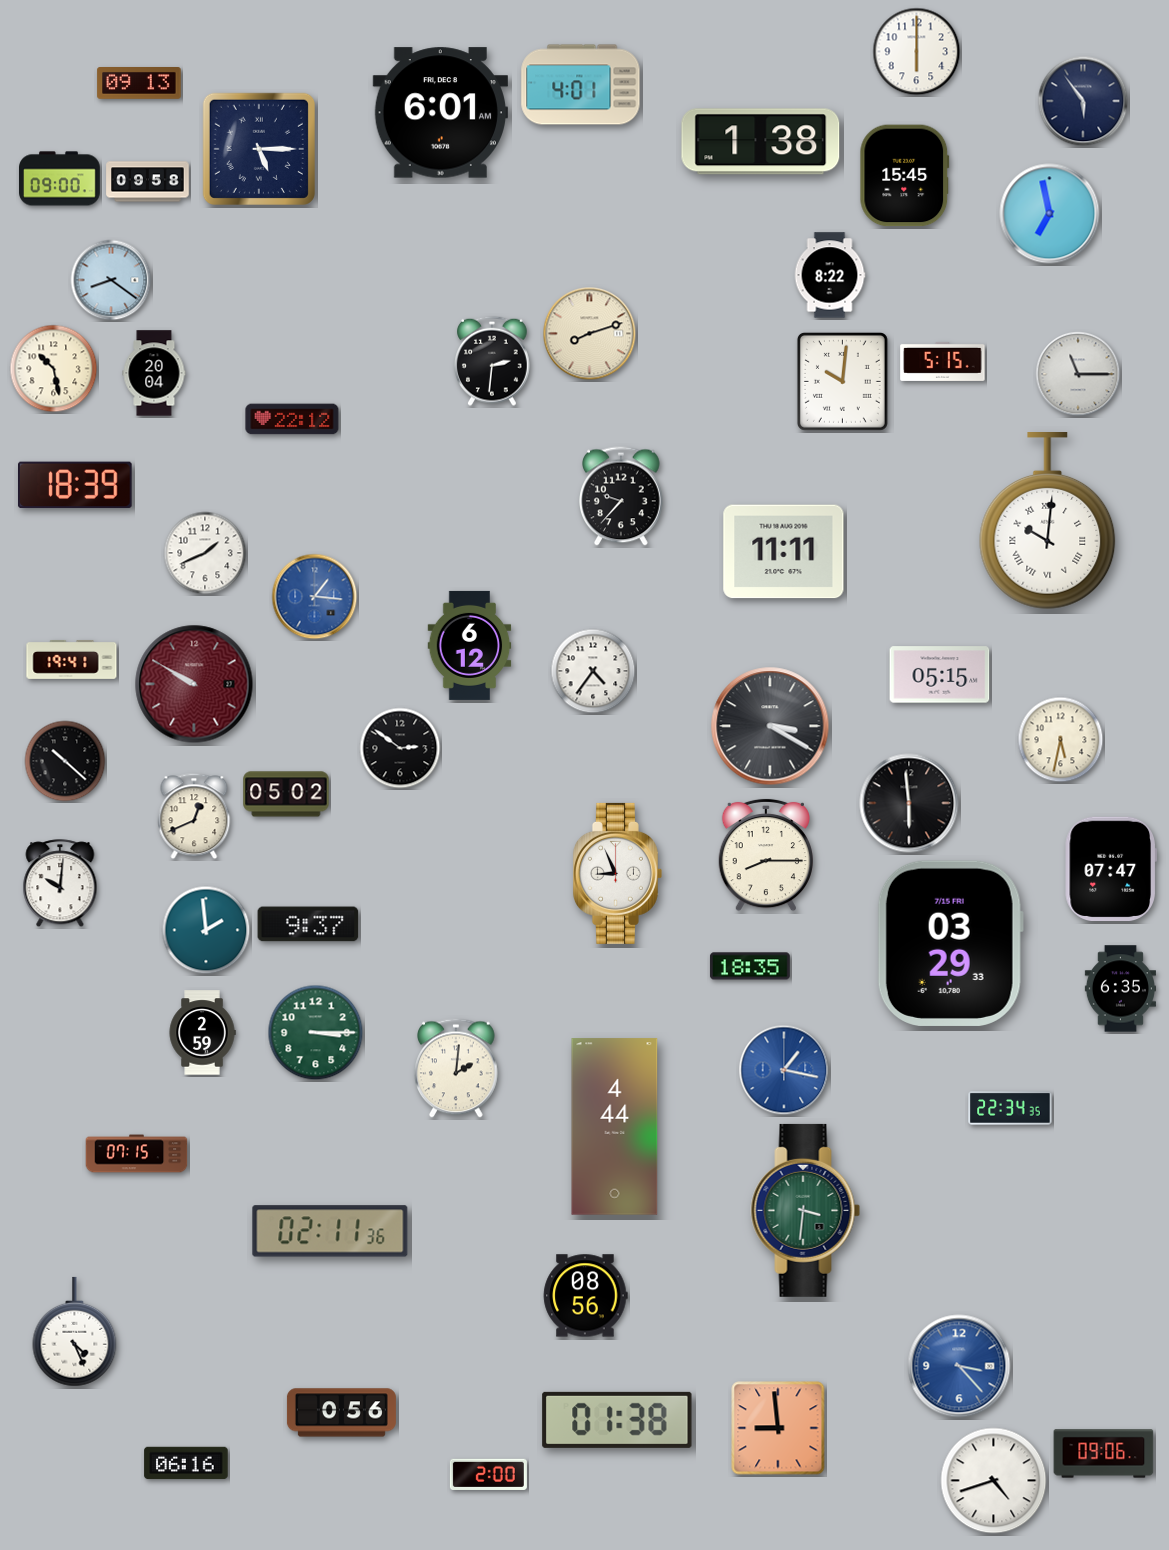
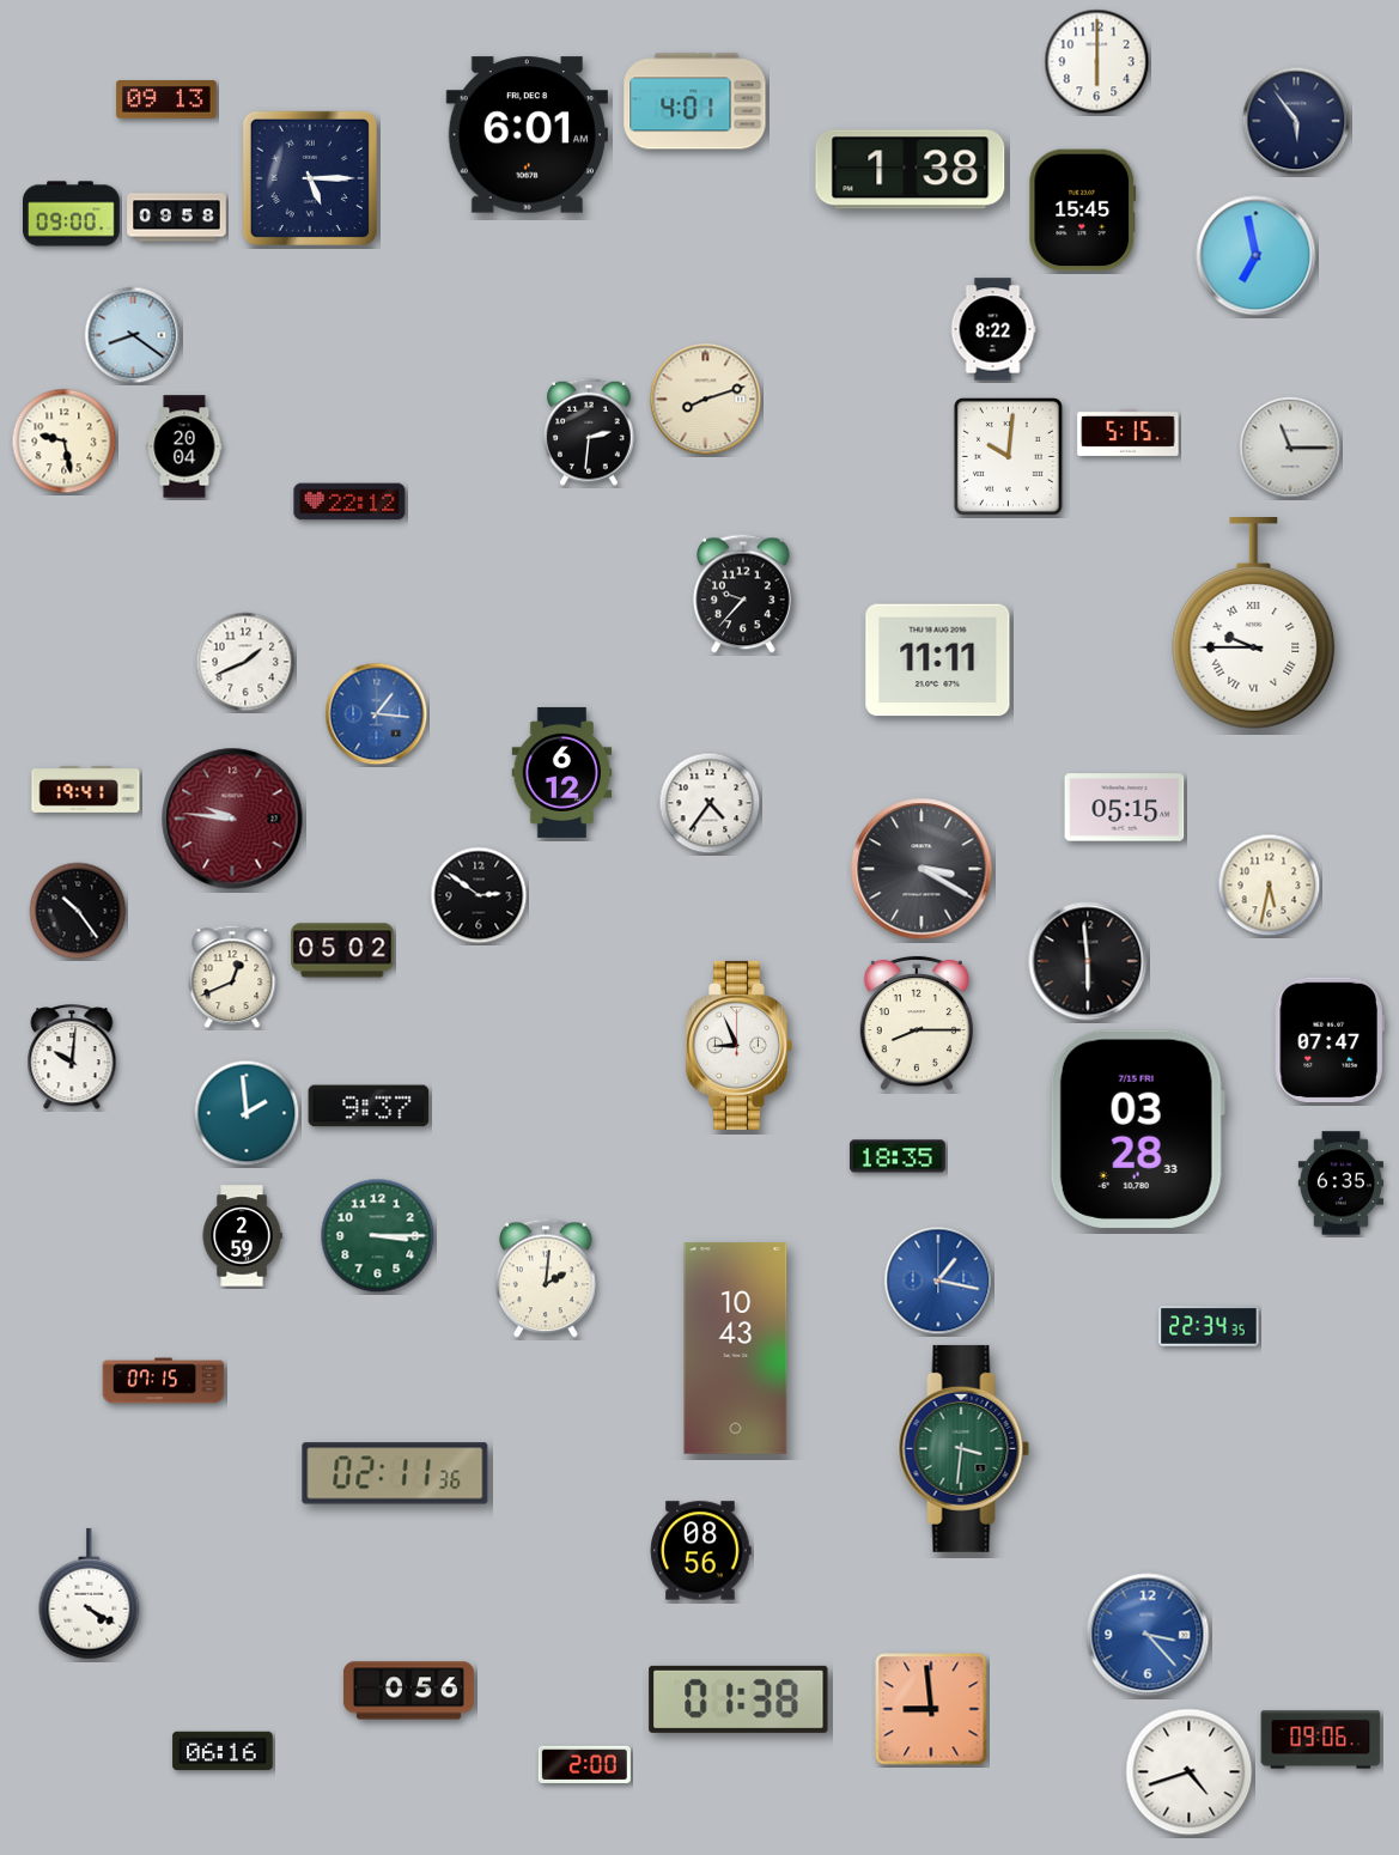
clock at (54, 369): 10:28 -> 9:28
clock at (76, 485): 18:39 -> none
clock at (1048, 521): 10:01 -> 9:45
clock at (194, 684): 9:50 -> 9:46
clock at (65, 761): 10:22 -> 10:24
clock at (950, 943): 03:29 -> 03:28
clock at (615, 1127): 4:44 -> 10:43
clock at (75, 1332): 4:26 -> 4:20
